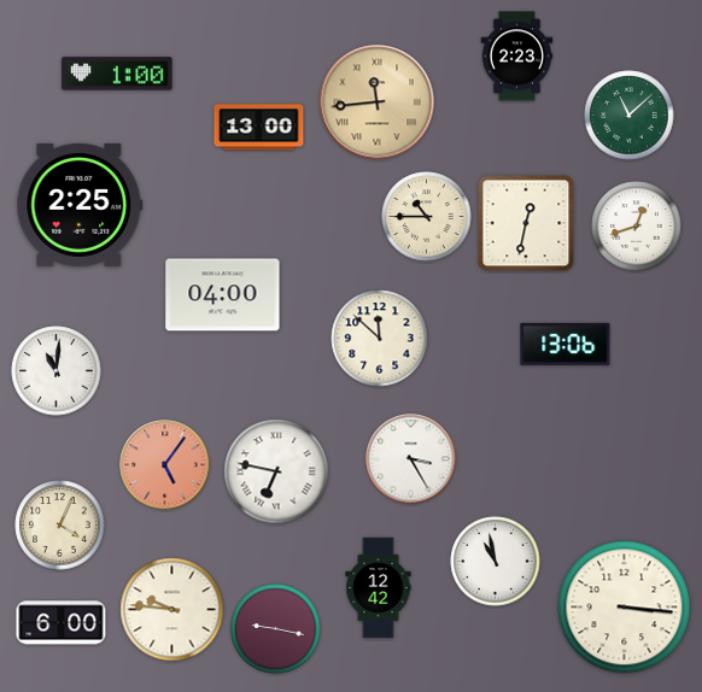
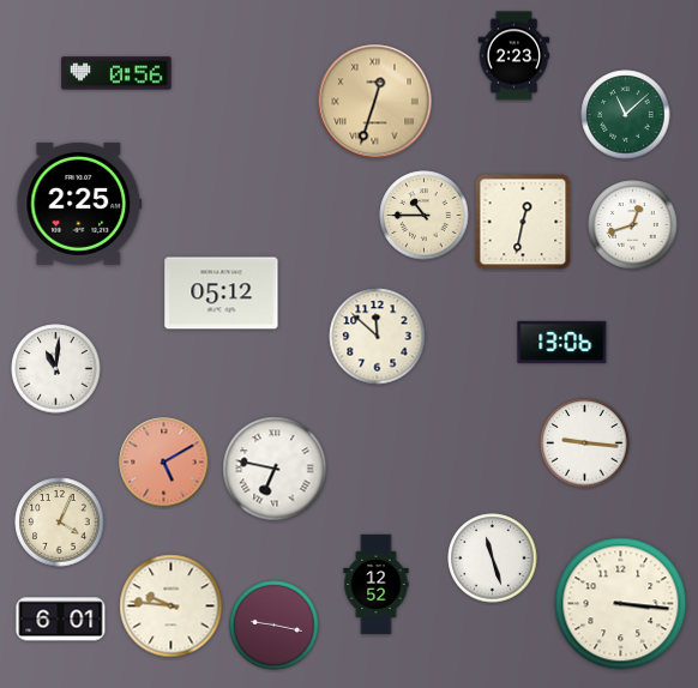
clock at (117, 74): 1:00 -> 0:56
clock at (378, 102): 11:44 -> 12:33
clock at (259, 128): 13:00 -> none
clock at (223, 295): 04:00 -> 05:12
clock at (585, 443): none -> 9:16
clock at (411, 459): 3:25 -> none
clock at (165, 465): 5:06 -> 5:10
clock at (496, 562): 10:58 -> 11:27
clock at (379, 588): 12:42 -> 12:52
clock at (62, 623): 6:00 -> 6:01
